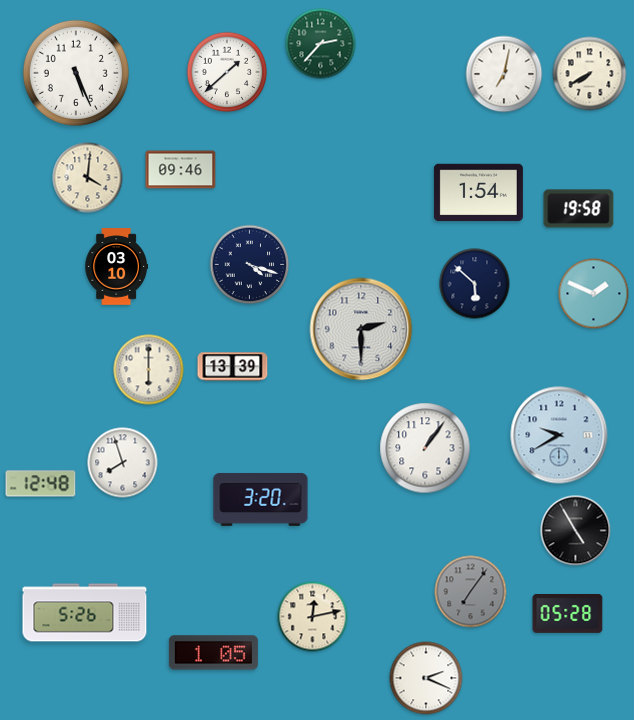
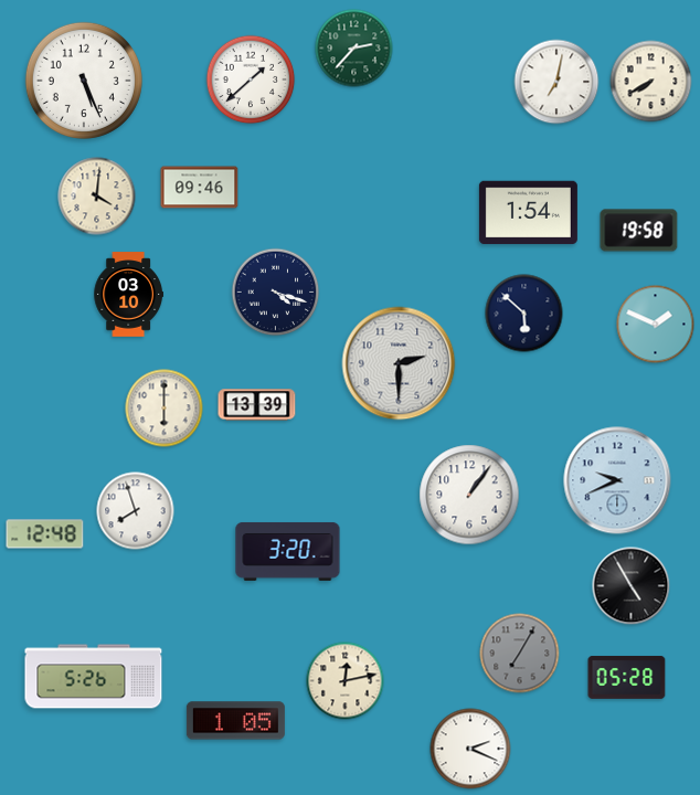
clock at (559, 435): 9:40 -> 9:41
clock at (576, 531) position: (576, 531) -> (632, 586)
clock at (471, 592): 7:06 -> 7:05
